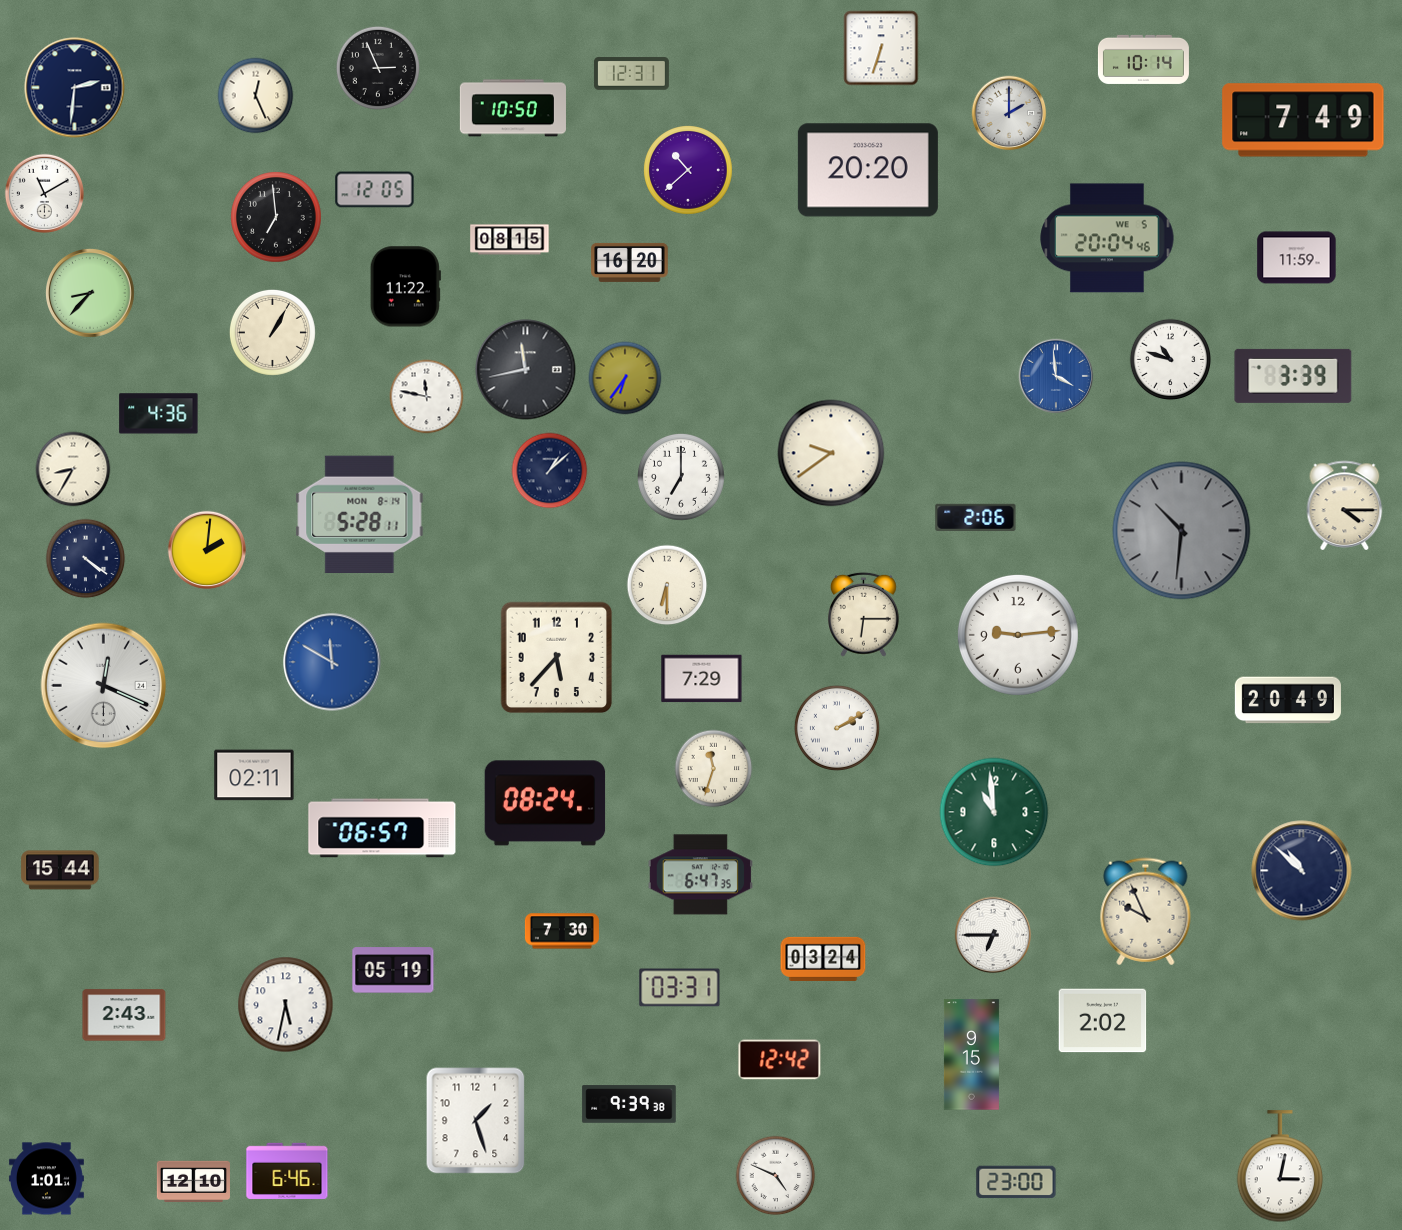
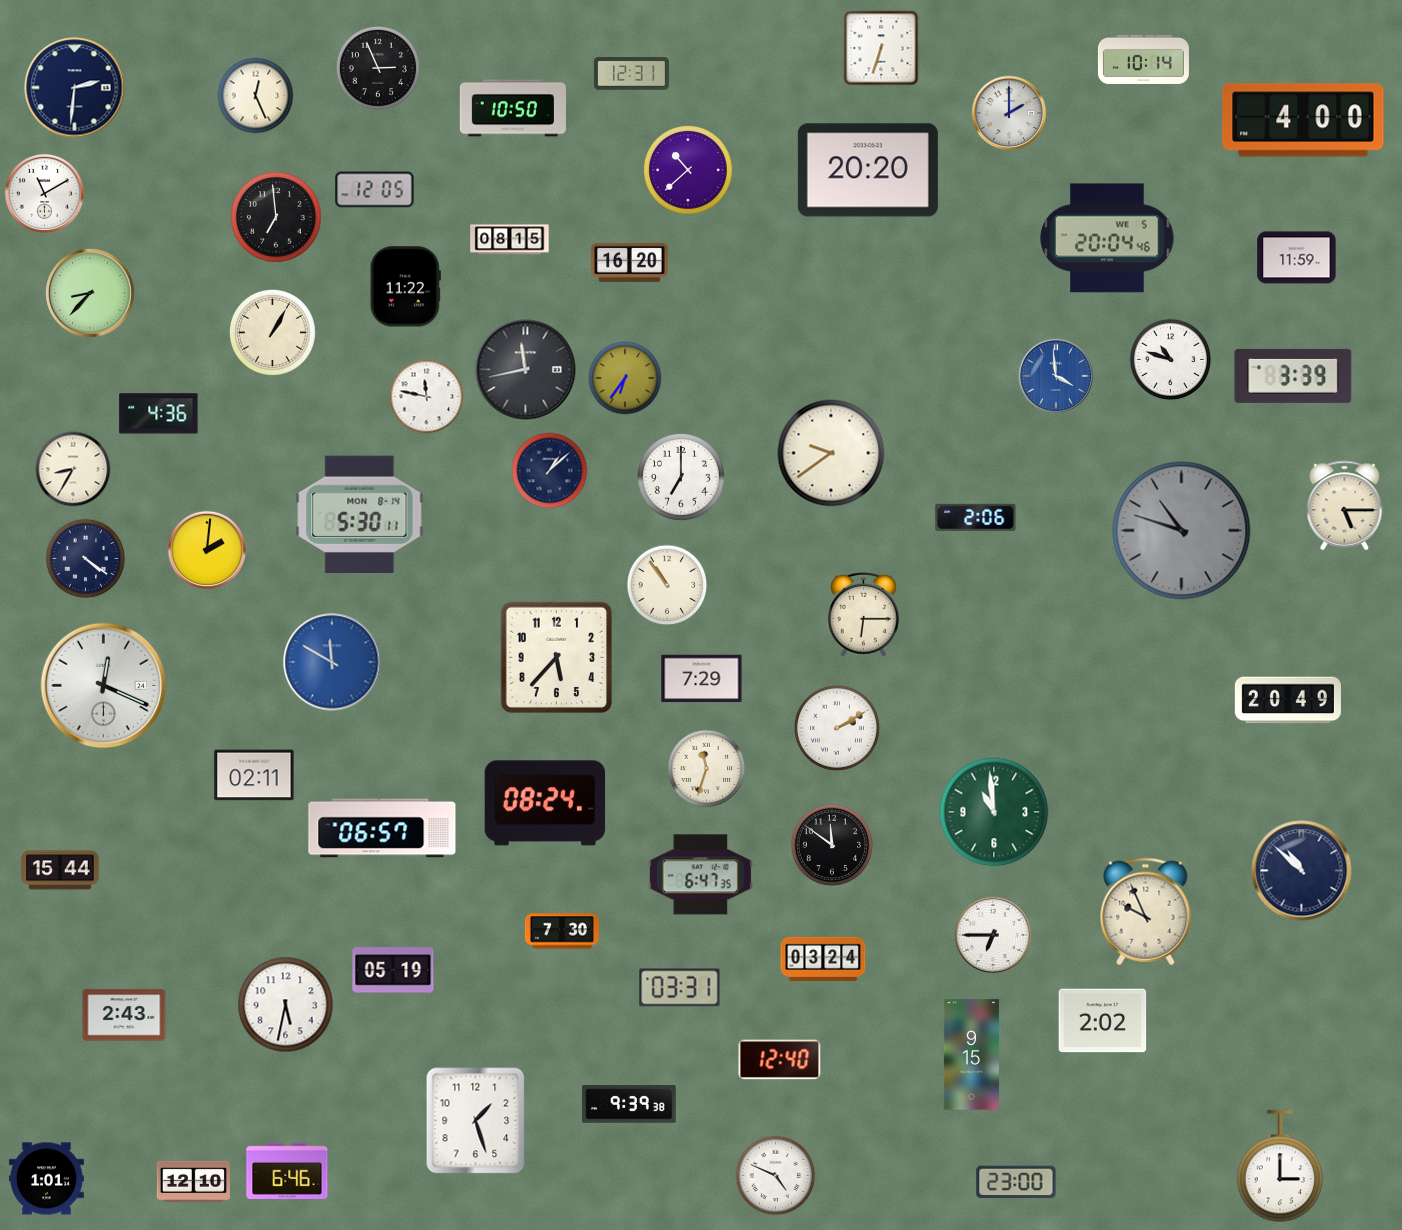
clock at (1303, 120): 7:49 -> 4:00
clock at (1345, 505): 4:15 -> 5:15
clock at (360, 515): 5:28 -> 5:30
clock at (1182, 531): 10:31 -> 10:48
clock at (667, 585): 6:30 -> 10:54
clock at (1018, 635): 9:14 -> none
clock at (714, 769) position: (714, 769) -> (707, 769)
clock at (832, 844): none -> 11:51
clock at (780, 1060): 12:42 -> 12:40
clock at (1280, 1167): 3:02 -> 3:00
